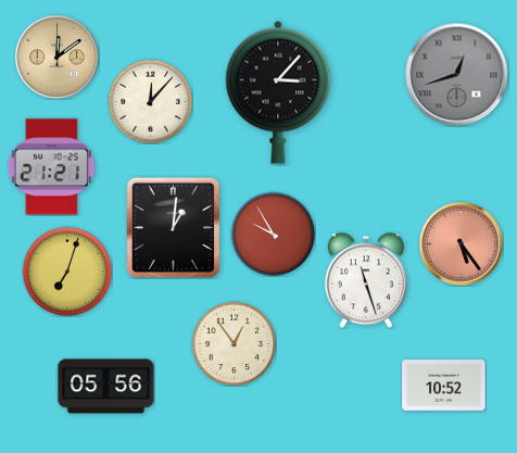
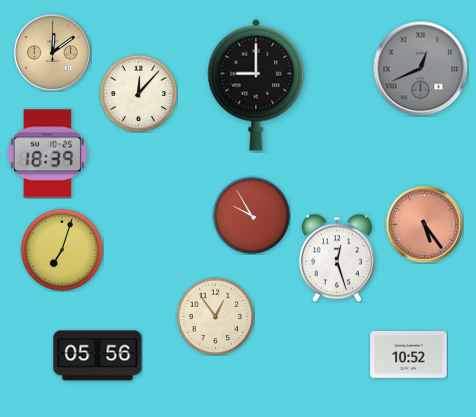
clock at (456, 74): 12:42 -> 12:41
clock at (278, 92): 3:07 -> 9:00
clock at (51, 167): 21:21 -> 18:39
clock at (174, 227): 1:01 -> none
clock at (366, 280): 11:27 -> 12:27
